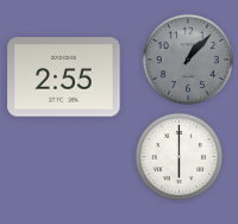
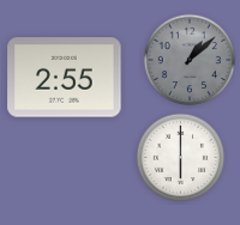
clock at (187, 58): 1:07 -> 1:08
